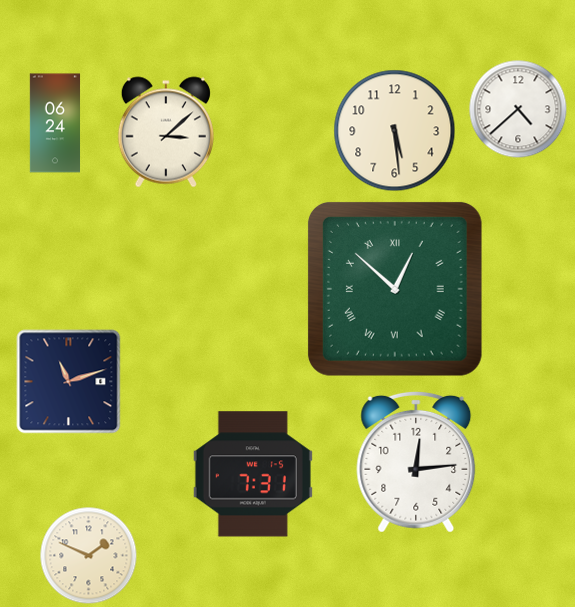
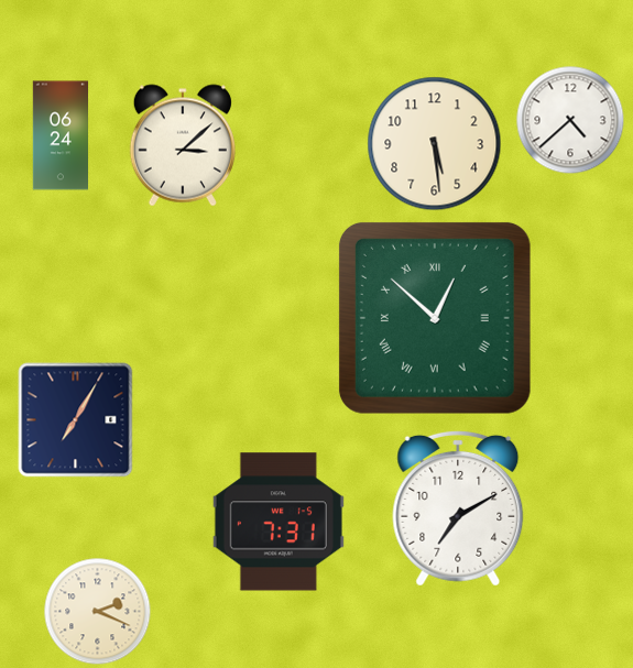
clock at (69, 382): 11:12 -> 7:05
clock at (416, 462): 12:14 -> 7:10
clock at (89, 556): 1:49 -> 2:19
